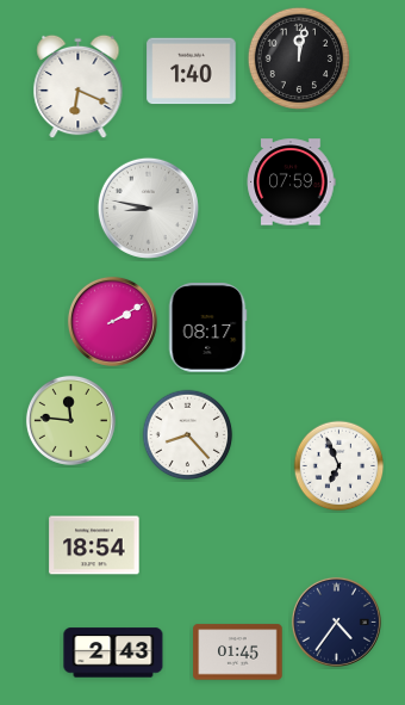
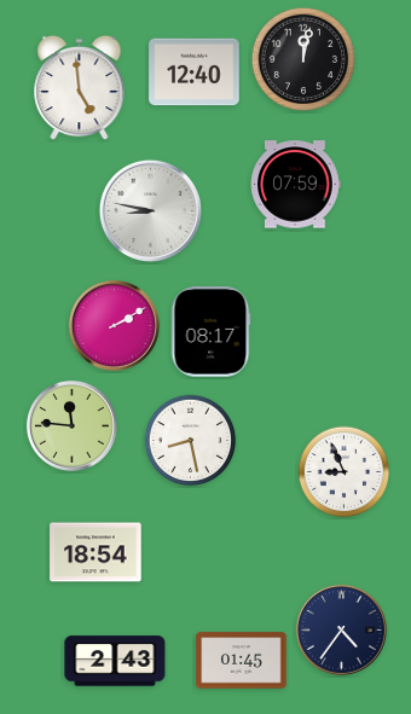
clock at (192, 72): 1:40 -> 12:40
clock at (79, 87): 6:19 -> 4:59
clock at (188, 435): 8:23 -> 8:28
clock at (339, 466): 6:56 -> 8:56
